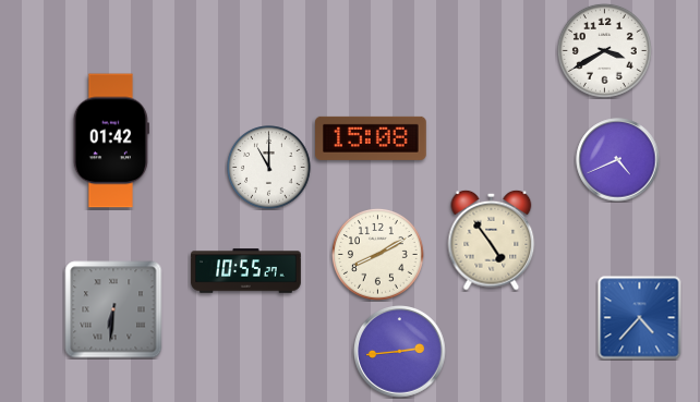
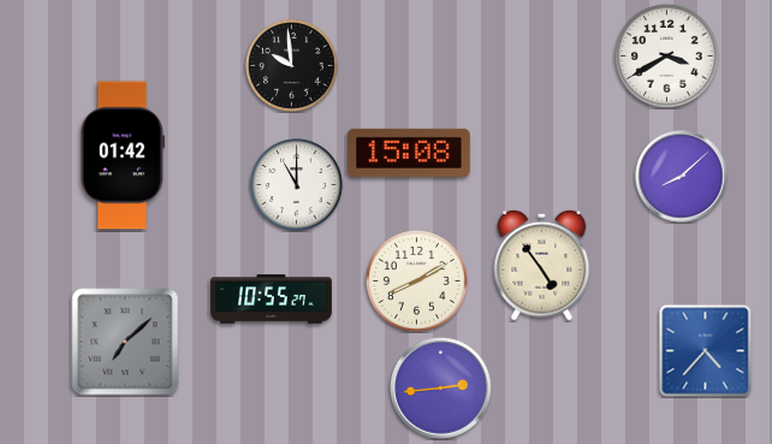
clock at (292, 66): none -> 9:59
clock at (618, 160): 4:41 -> 8:08
clock at (113, 309): 6:31 -> 7:08
